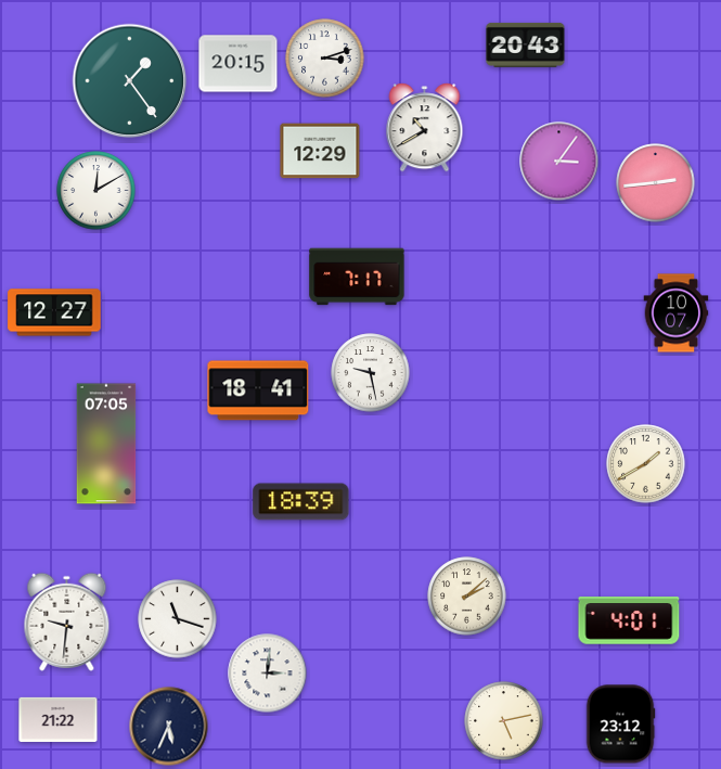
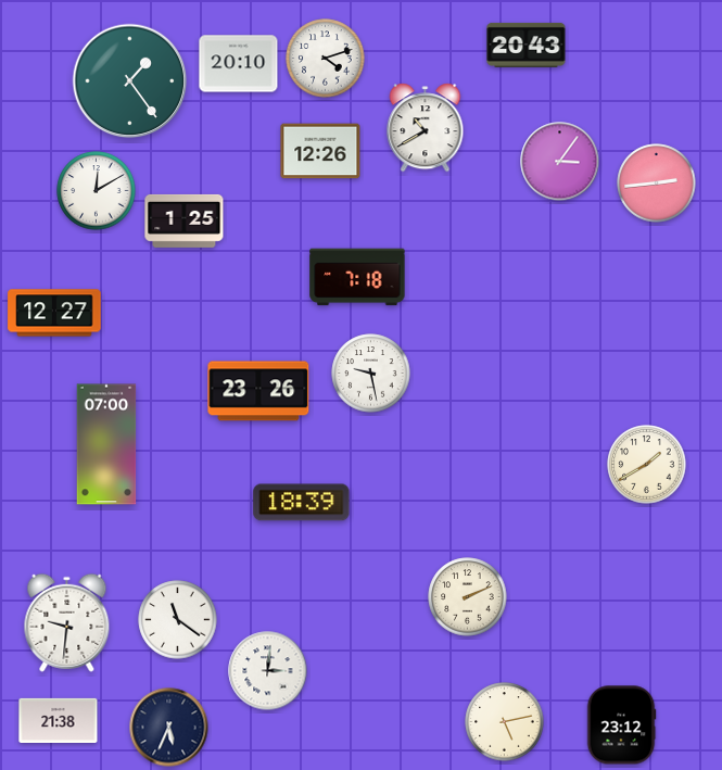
clock at (325, 59): 3:12 -> 4:12
clock at (239, 64): 20:15 -> 20:10
clock at (320, 151): 12:29 -> 12:26
clock at (185, 220): none -> 1:25
clock at (357, 277): 7:17 -> 7:18
clock at (677, 313): 10:07 -> none
clock at (258, 390): 18:41 -> 23:26
clock at (106, 444): 07:05 -> 07:00
clock at (467, 597): 2:08 -> 2:11
clock at (178, 619): 11:18 -> 11:21
clock at (629, 620): 4:01 -> none
clock at (268, 674) position: (268, 674) -> (268, 671)
clock at (59, 719): 21:22 -> 21:38
